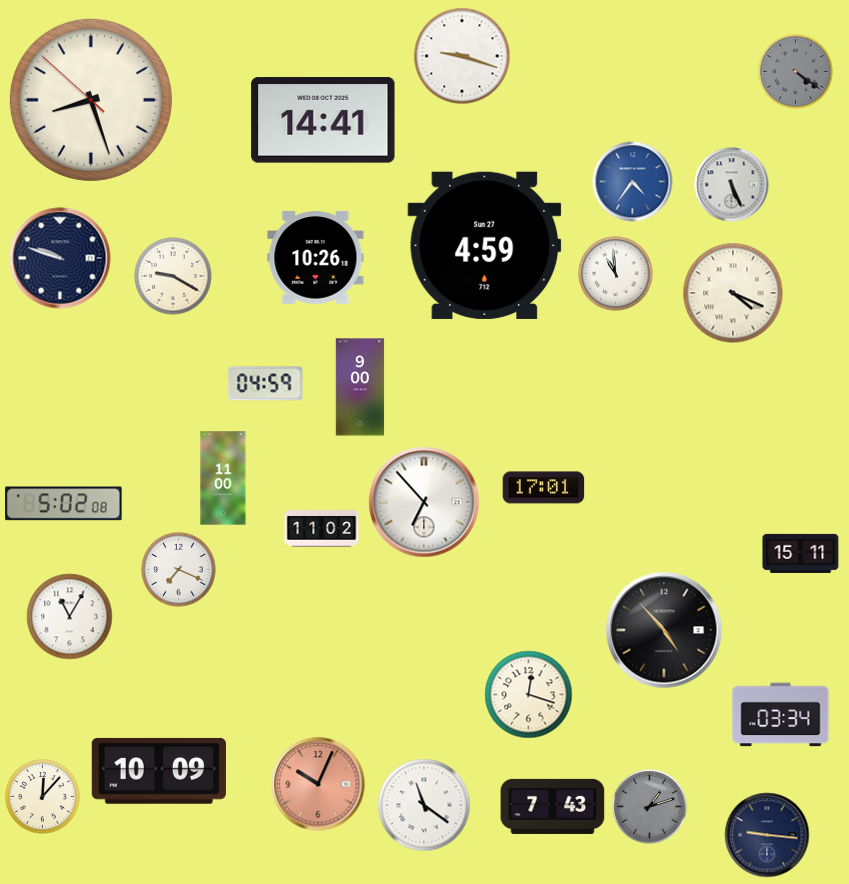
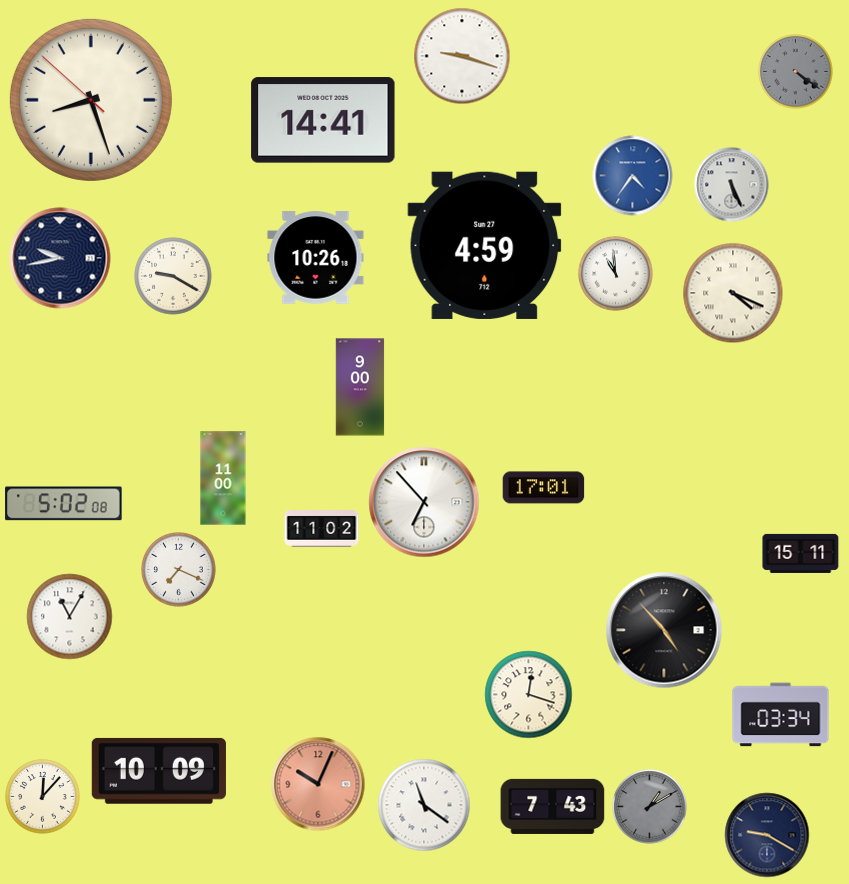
clock at (633, 182) position: (633, 182) -> (633, 176)
clock at (60, 258): 9:48 -> 9:43
clock at (266, 384): 04:59 -> none
clock at (650, 807): 1:12 -> 1:10
clock at (767, 835): 9:16 -> 9:20
